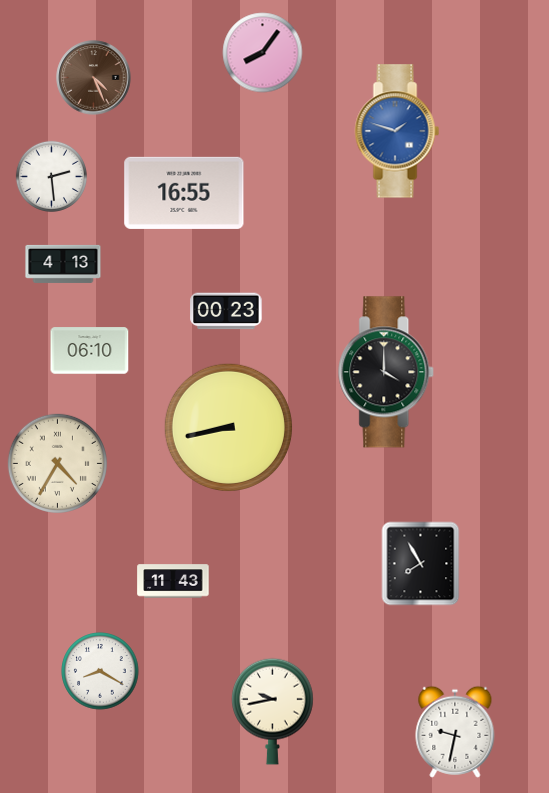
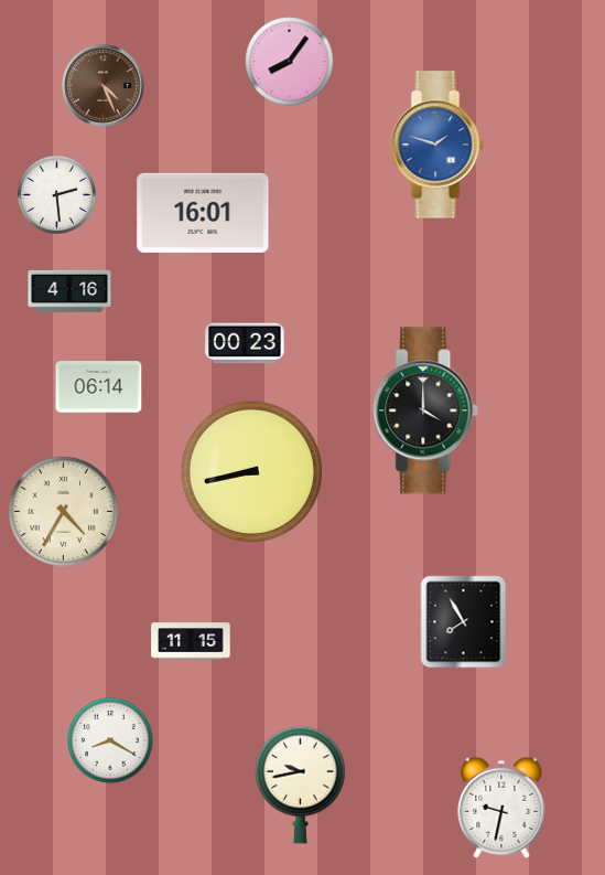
clock at (263, 53) position: (263, 53) -> (290, 62)
clock at (184, 193): 16:55 -> 16:01
clock at (63, 264): 4:13 -> 4:16
clock at (226, 311) position: (226, 311) -> (245, 343)
clock at (90, 351): 06:10 -> 06:14
clock at (173, 581): 11:43 -> 11:15
